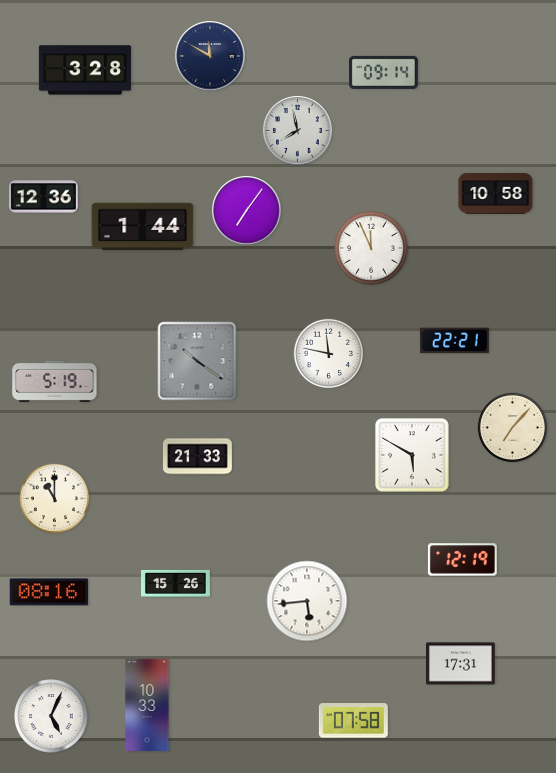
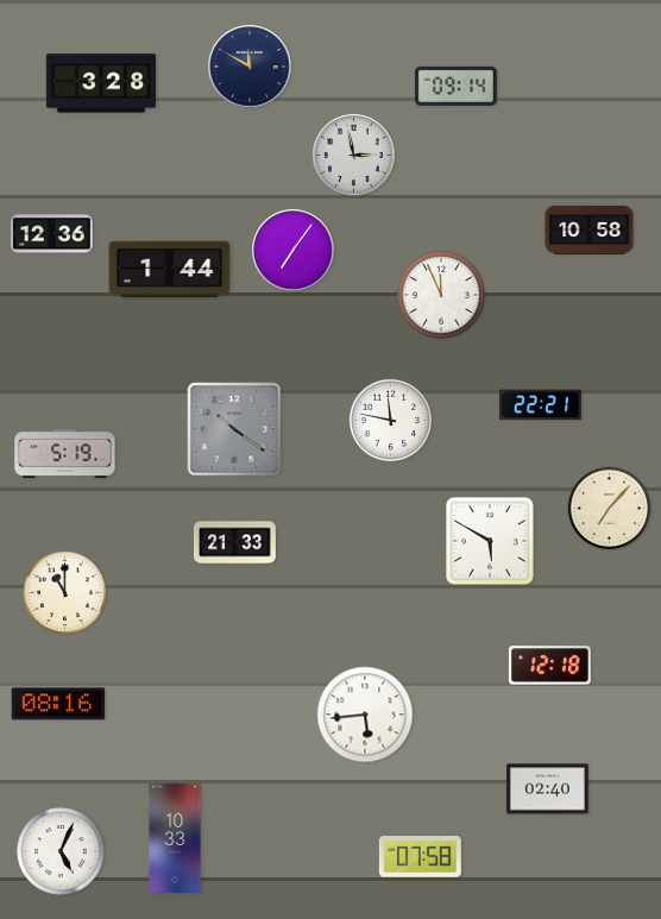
clock at (298, 131): 7:58 -> 2:58
clock at (462, 560): 12:19 -> 12:18
clock at (176, 583): 15:26 -> none
clock at (460, 664): 17:31 -> 02:40
